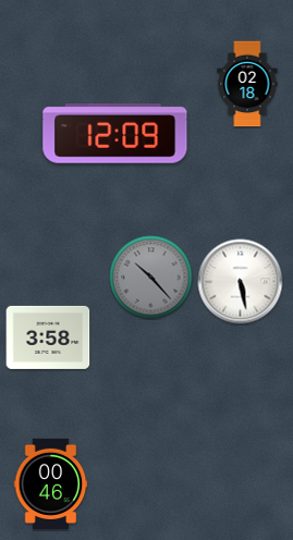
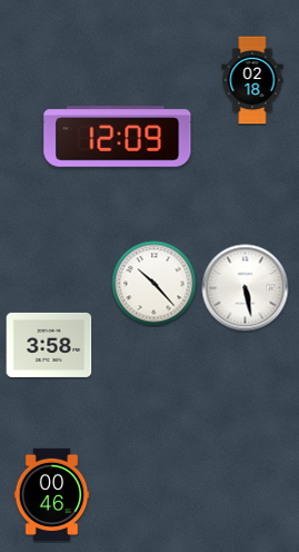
clock at (247, 84) position: (247, 84) -> (252, 80)
clock at (151, 278) dial: grey -> white
